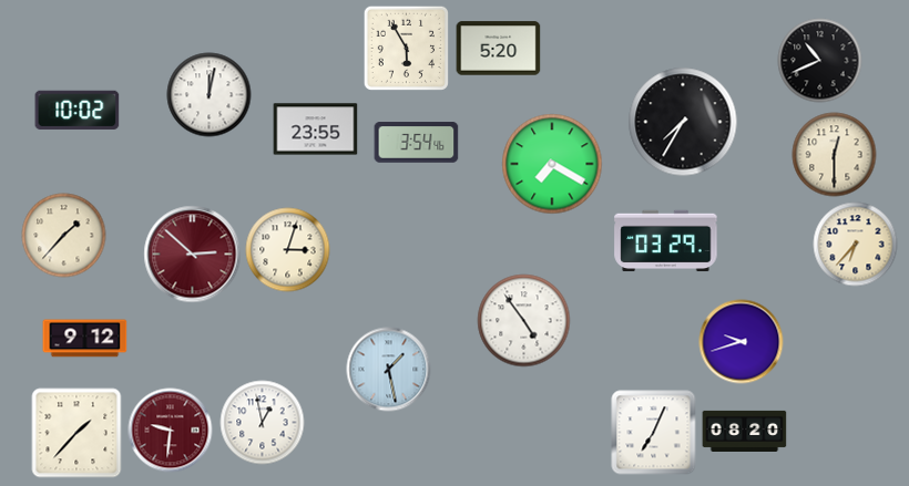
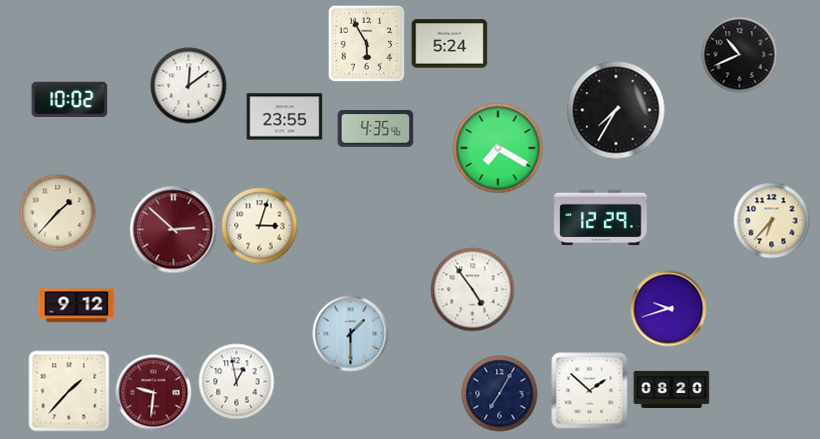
clock at (499, 49): 5:20 -> 5:24
clock at (210, 95): 12:02 -> 12:09
clock at (417, 143): 3:54 -> 4:35
clock at (835, 155): 12:30 -> none
clock at (666, 241): 03:29 -> 12:29
clock at (389, 370): 1:28 -> 1:30
clock at (171, 431) position: (171, 431) -> (154, 393)
clock at (654, 433): 7:04 -> 1:52
clock at (500, 394): none -> 7:05
